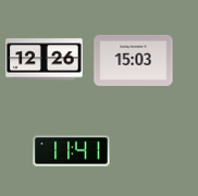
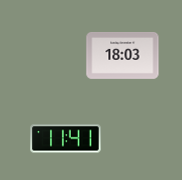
clock at (45, 60): 12:26 -> none
clock at (134, 61): 15:03 -> 18:03
